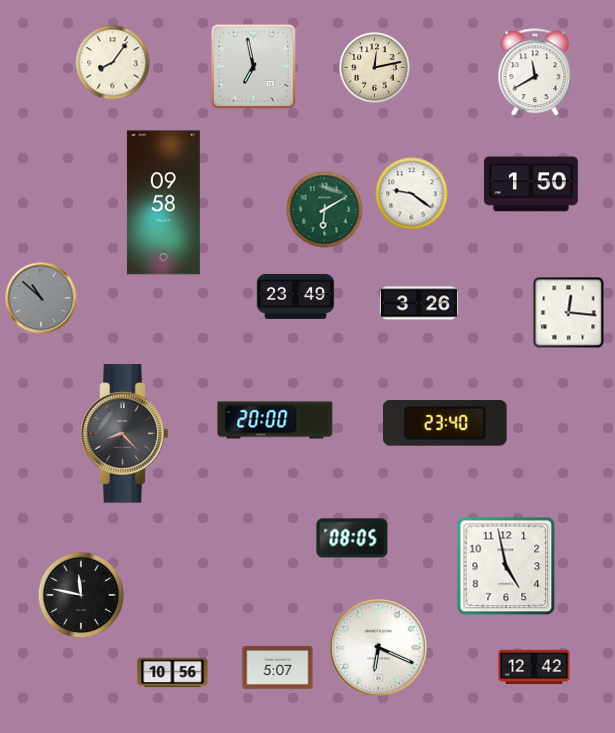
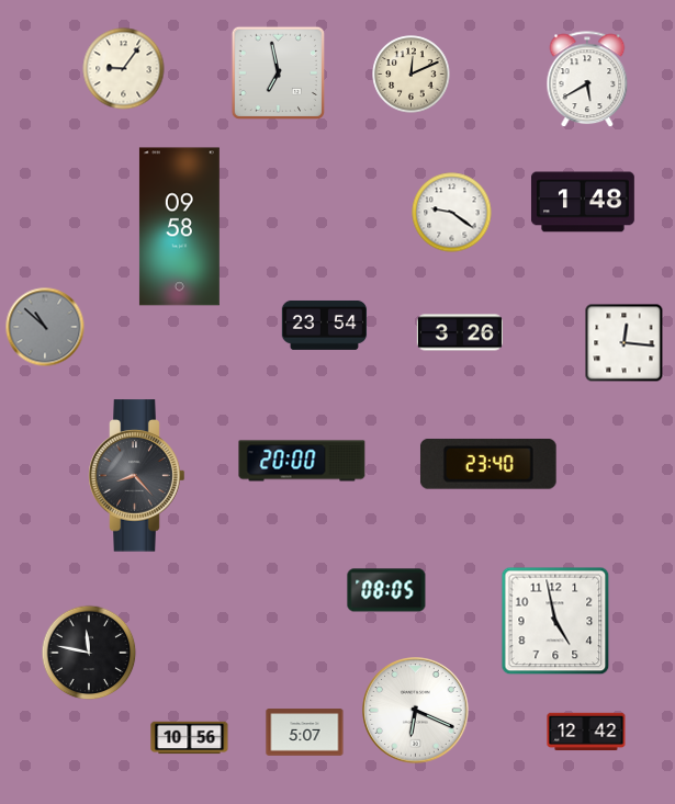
clock at (113, 63): 8:06 -> 9:06
clock at (375, 68): 12:13 -> 12:11
clock at (535, 73): 11:40 -> 5:40
clock at (531, 184): 1:50 -> 1:48
clock at (163, 203) position: (163, 203) -> (179, 227)
clock at (325, 210): 6:10 -> none
clock at (296, 296): 23:49 -> 23:54
